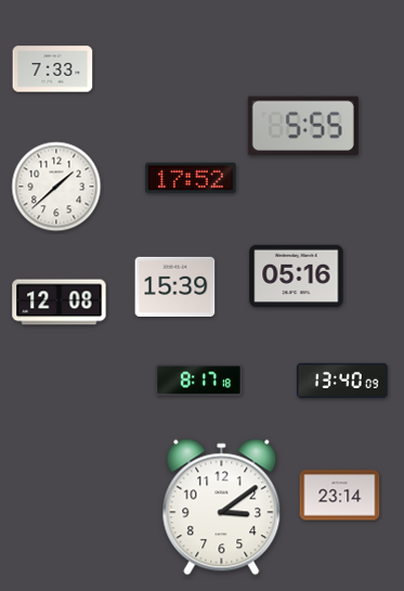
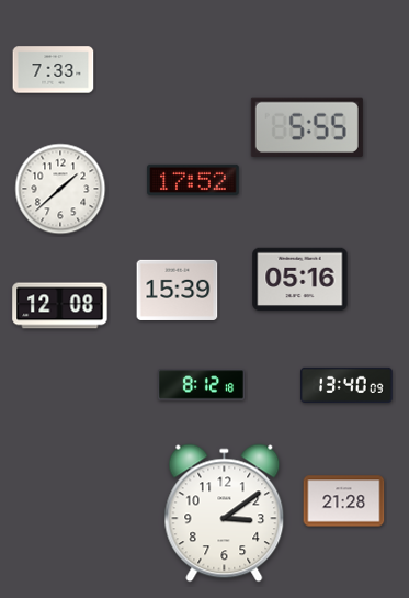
clock at (56, 187) position: (56, 187) -> (60, 189)
clock at (198, 381): 8:17 -> 8:12
clock at (340, 496): 23:14 -> 21:28
